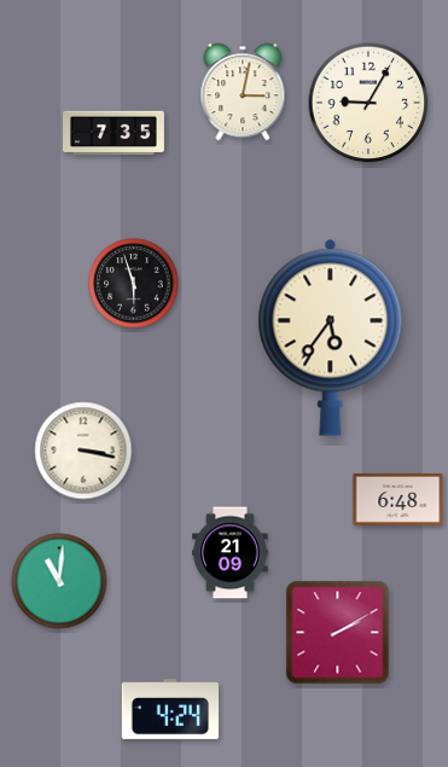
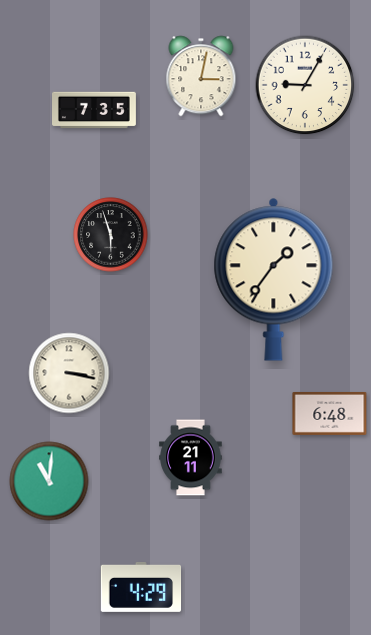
clock at (331, 337): 5:36 -> 1:36
clock at (231, 553): 21:09 -> 21:11
clock at (338, 633): 2:10 -> none
clock at (170, 709): 4:24 -> 4:29
